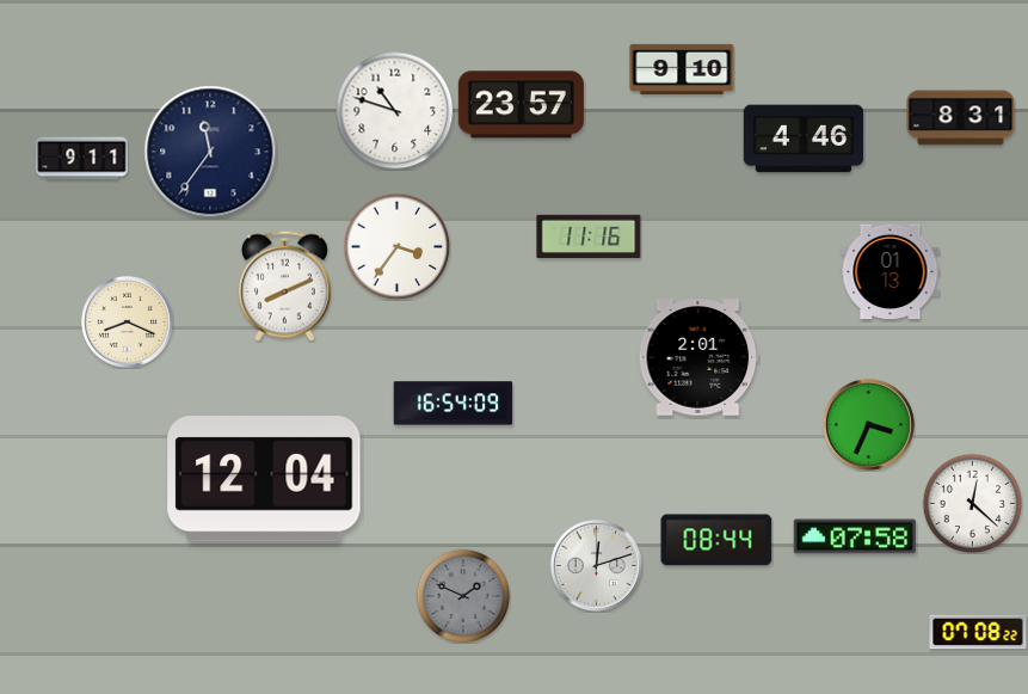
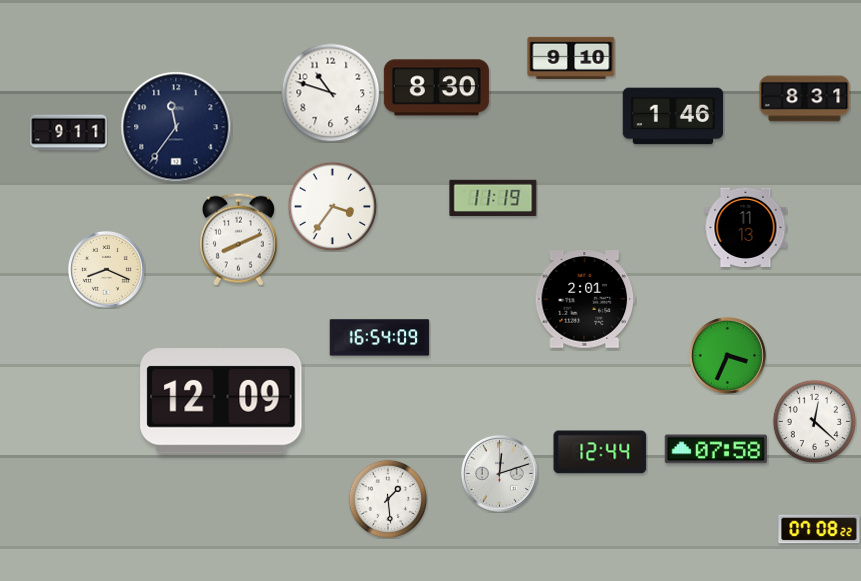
clock at (521, 105): 23:57 -> 8:30
clock at (804, 139): 4:46 -> 1:46
clock at (589, 235): 11:16 -> 11:19
clock at (891, 271): 01:13 -> 11:13
clock at (264, 479): 12:04 -> 12:09
clock at (716, 540): 08:44 -> 12:44
clock at (463, 596): 1:49 -> 1:29
clock at (463, 596) dial: grey -> white
